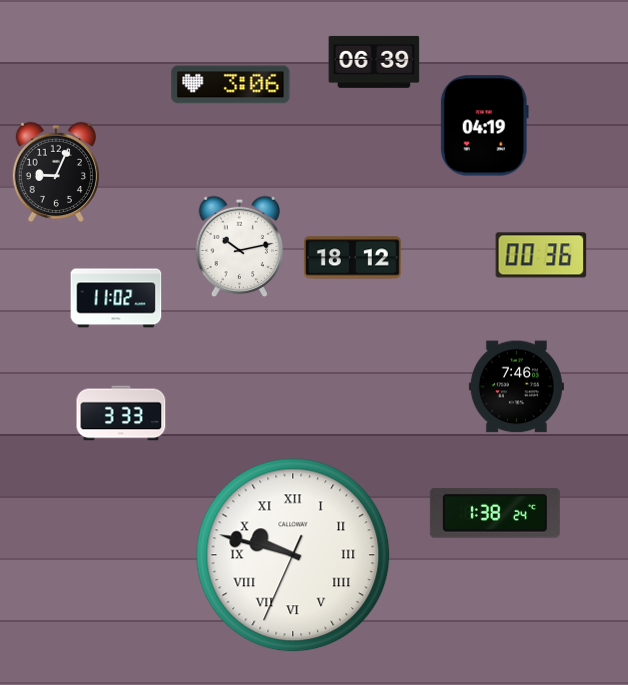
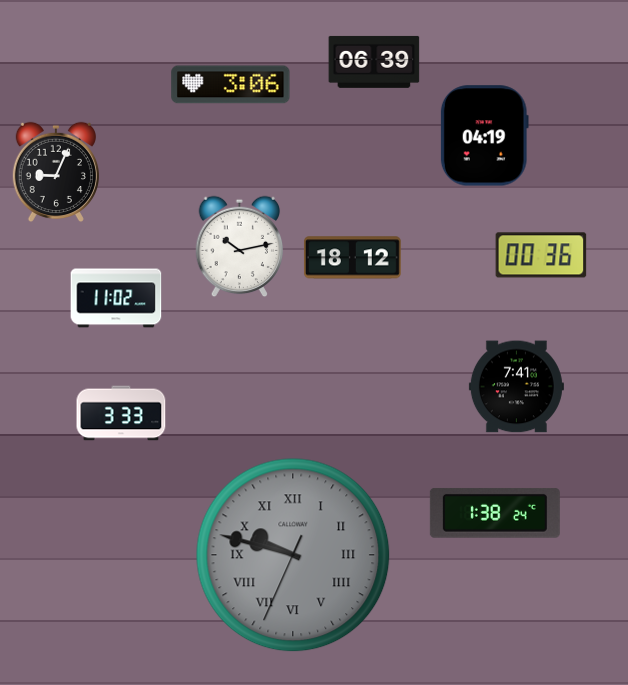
clock at (484, 126) position: (484, 126) -> (484, 136)
clock at (516, 387): 7:46 -> 7:41
clock at (293, 555) dial: white -> grey
